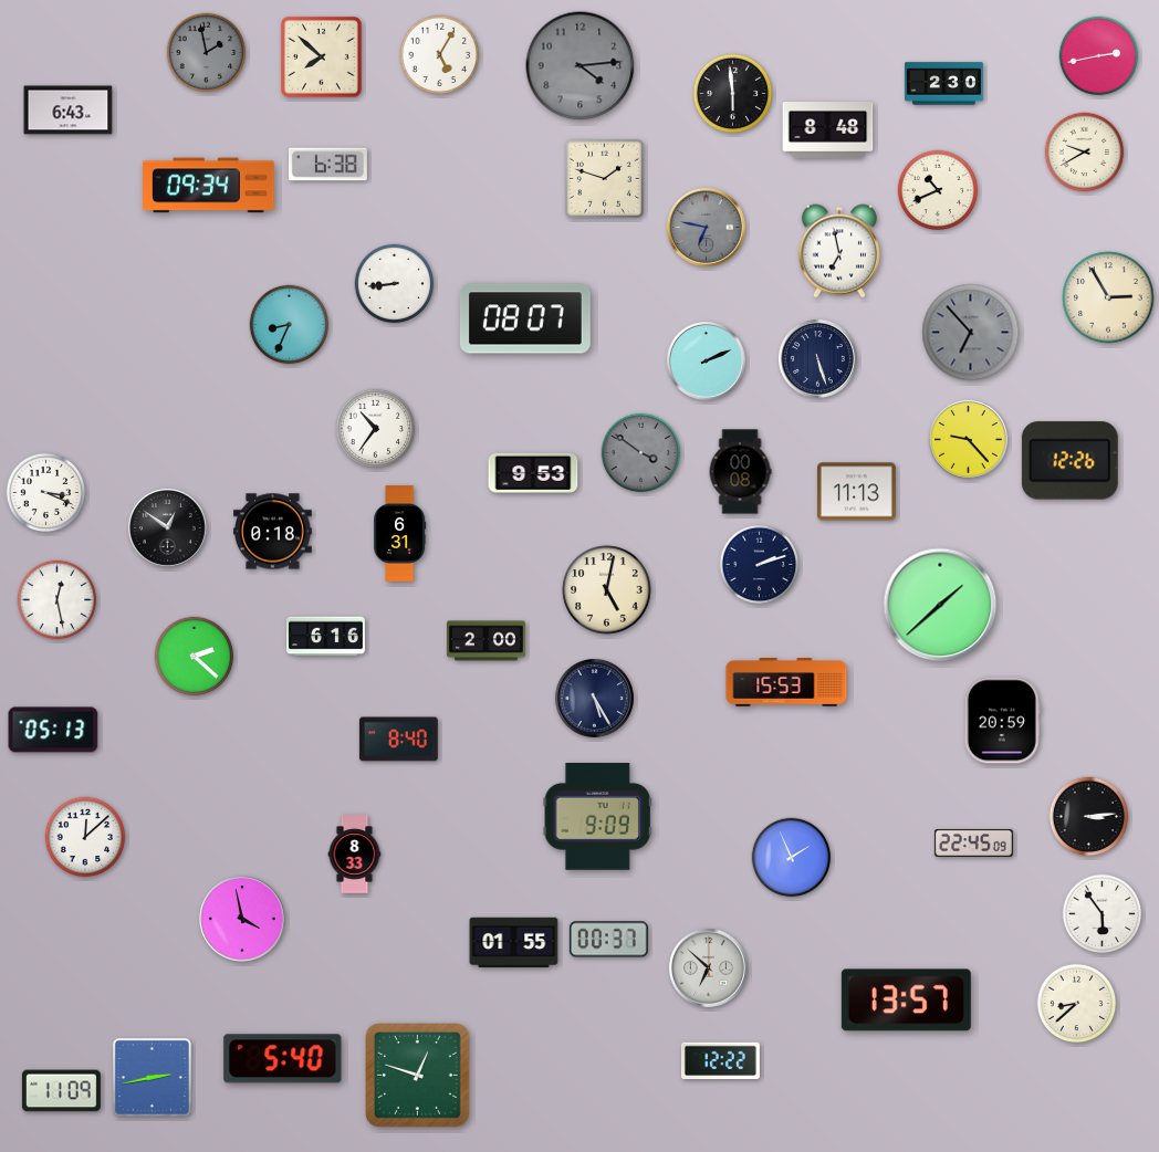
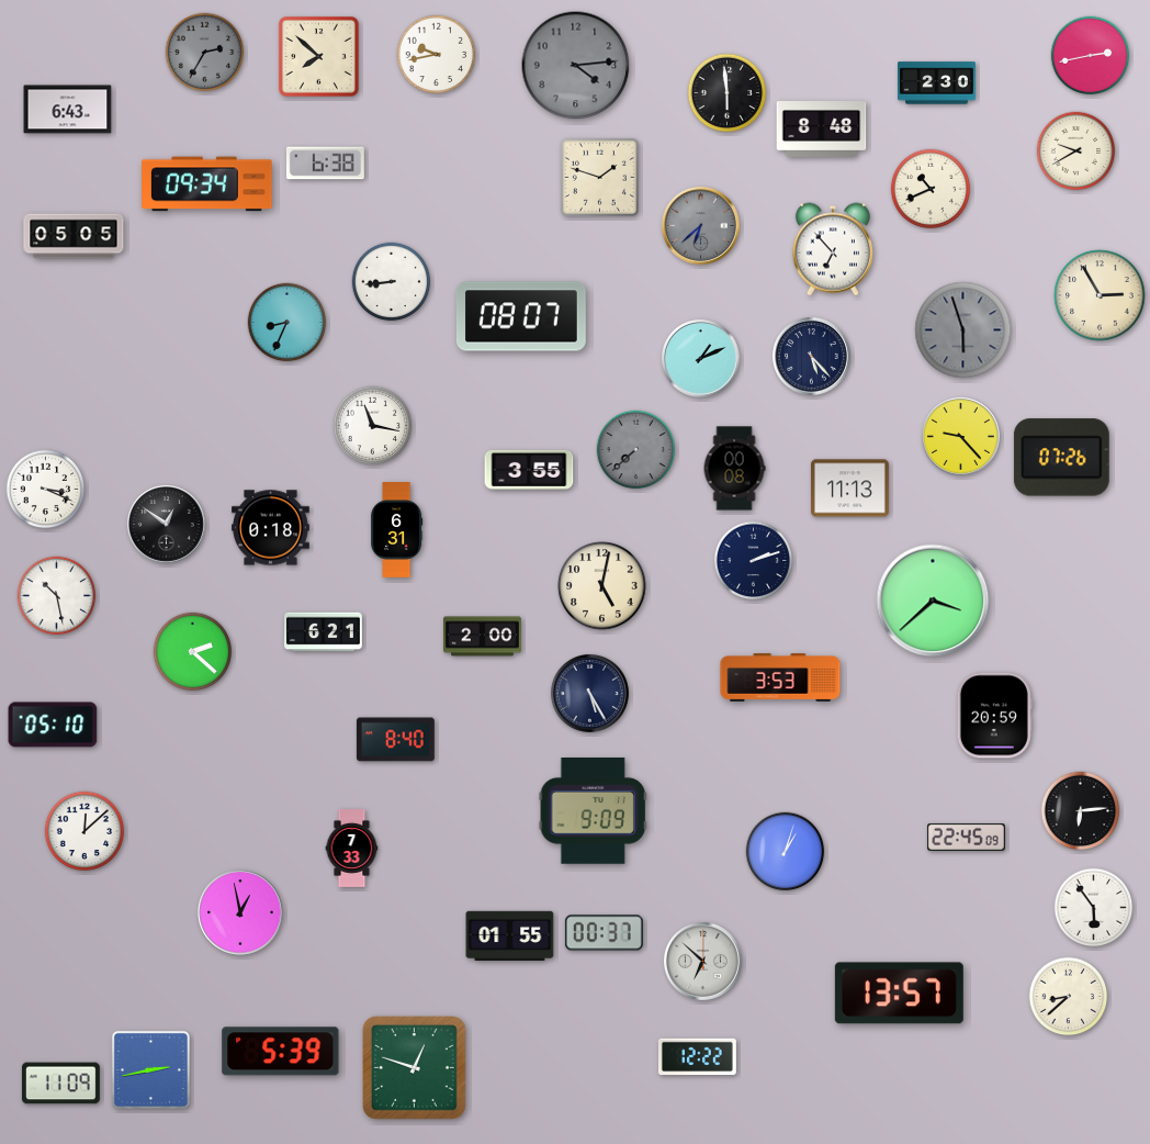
clock at (207, 53): 1:58 -> 2:35
clock at (440, 55): 5:05 -> 9:43
clock at (706, 227): 6:47 -> 6:38
clock at (74, 236): none -> 05:05
clock at (839, 251): 6:58 -> 6:53
clock at (971, 333): 6:53 -> 5:57
clock at (817, 358): 5:27 -> 5:23
clock at (706, 360): 2:11 -> 1:11
clock at (376, 429): 10:36 -> 11:17
clock at (641, 453): 3:51 -> 7:38
clock at (1069, 461): 12:26 -> 07:26
clock at (533, 473): 9:53 -> 3:55
clock at (58, 600): 12:28 -> 10:28
clock at (940, 605): 1:38 -> 3:38
clock at (326, 637): 6:16 -> 6:21
clock at (786, 682): 15:53 -> 3:53
clock at (53, 730): 05:13 -> 05:10
clock at (398, 740) position: (398, 740) -> (395, 740)
clock at (1089, 817): 3:14 -> 6:14
clock at (355, 855): 8:33 -> 7:33
clock at (792, 858): 1:56 -> 1:03
clock at (242, 919): 3:58 -> 12:58
clock at (283, 1059): 5:40 -> 5:39
clock at (720, 1061) position: (720, 1061) -> (697, 1057)
